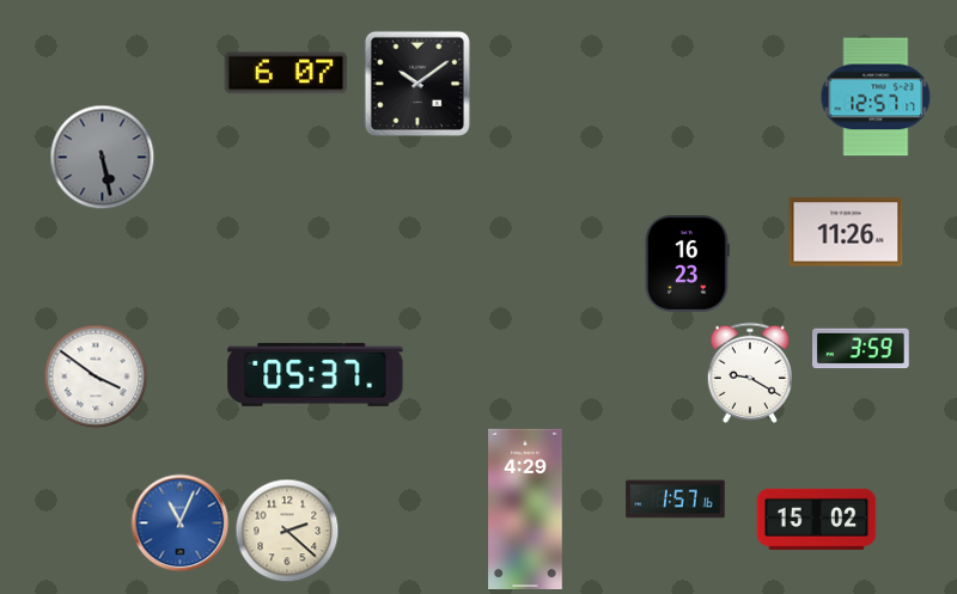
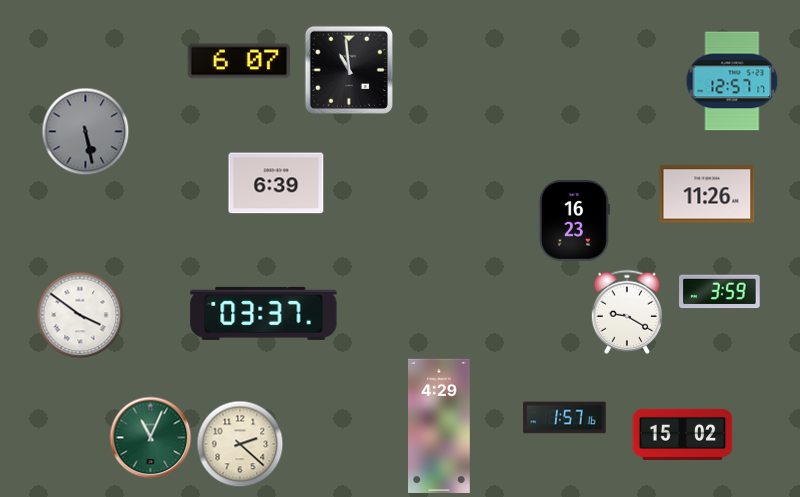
clock at (417, 84): 10:09 -> 10:59
clock at (276, 183): none -> 6:39
clock at (316, 374): 05:37 -> 03:37
clock at (181, 523) dial: blue -> green
